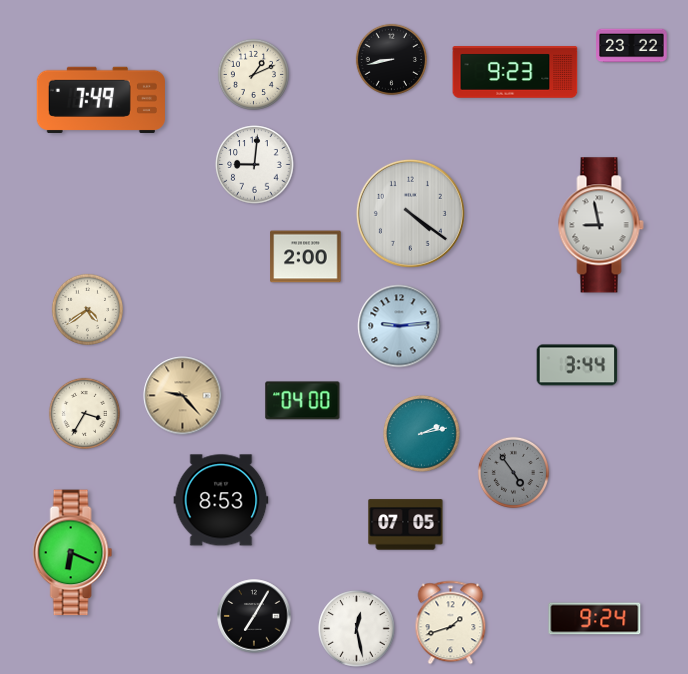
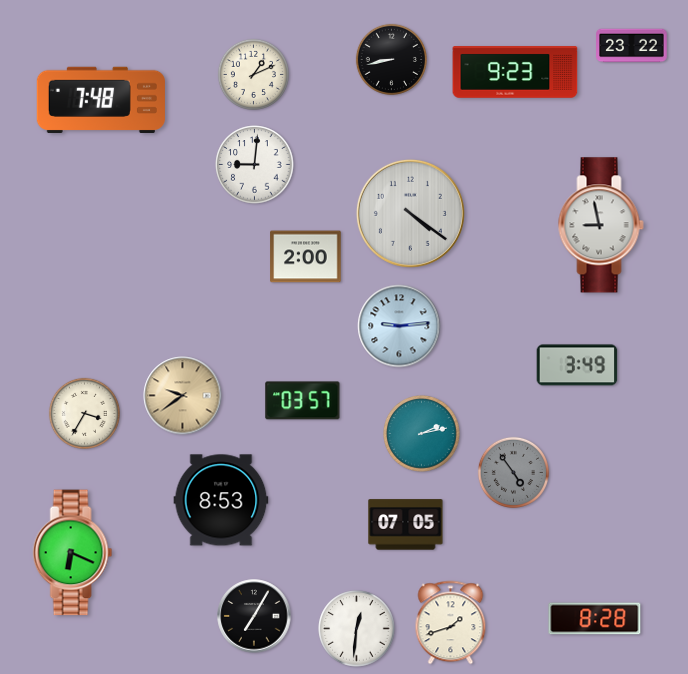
clock at (101, 100): 7:49 -> 7:48
clock at (87, 309): 4:39 -> none
clock at (577, 365): 3:44 -> 3:49
clock at (183, 396): 9:23 -> 9:39
clock at (303, 401): 04:00 -> 03:57
clock at (595, 619): 9:24 -> 8:28
clock at (357, 629): 12:28 -> 12:31
